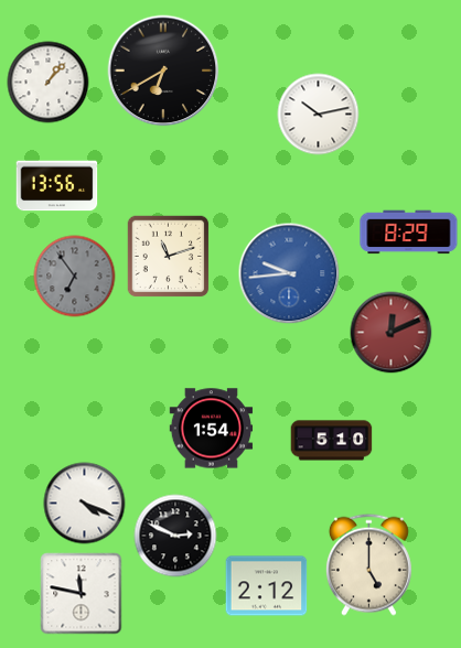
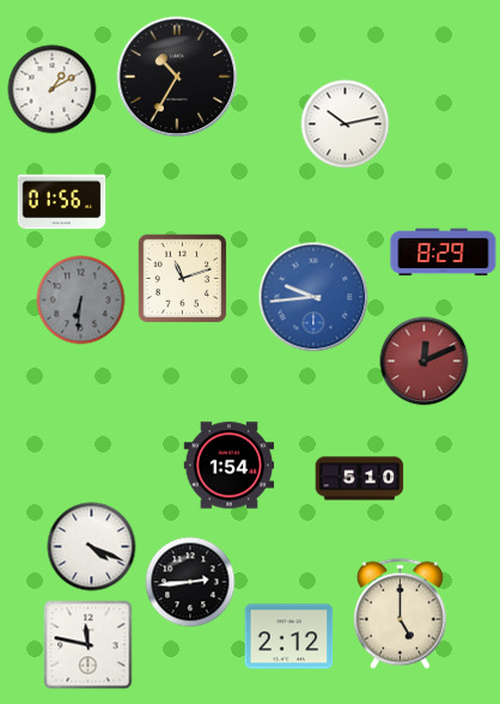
clock at (163, 71): 6:40 -> 10:35
clock at (49, 83): 1:07 -> 1:10
clock at (57, 186): 13:56 -> 01:56
clock at (75, 277): 6:54 -> 6:31
clock at (175, 536): 2:49 -> 2:44
